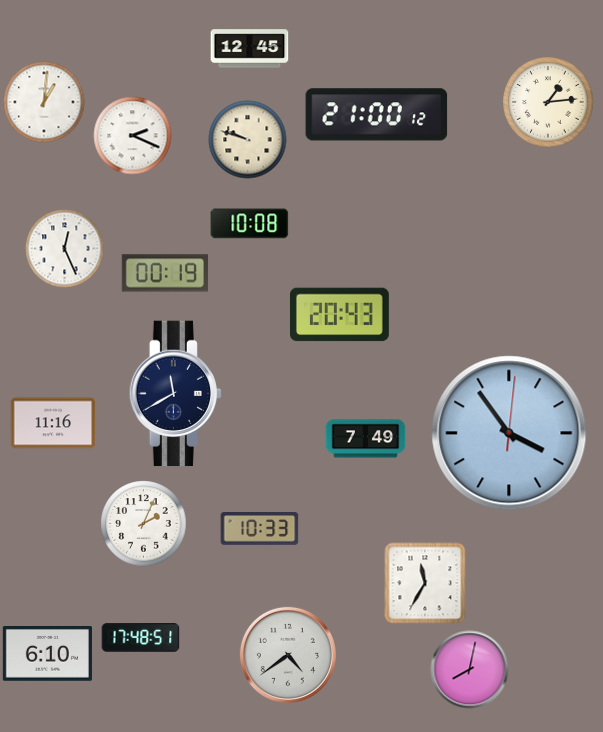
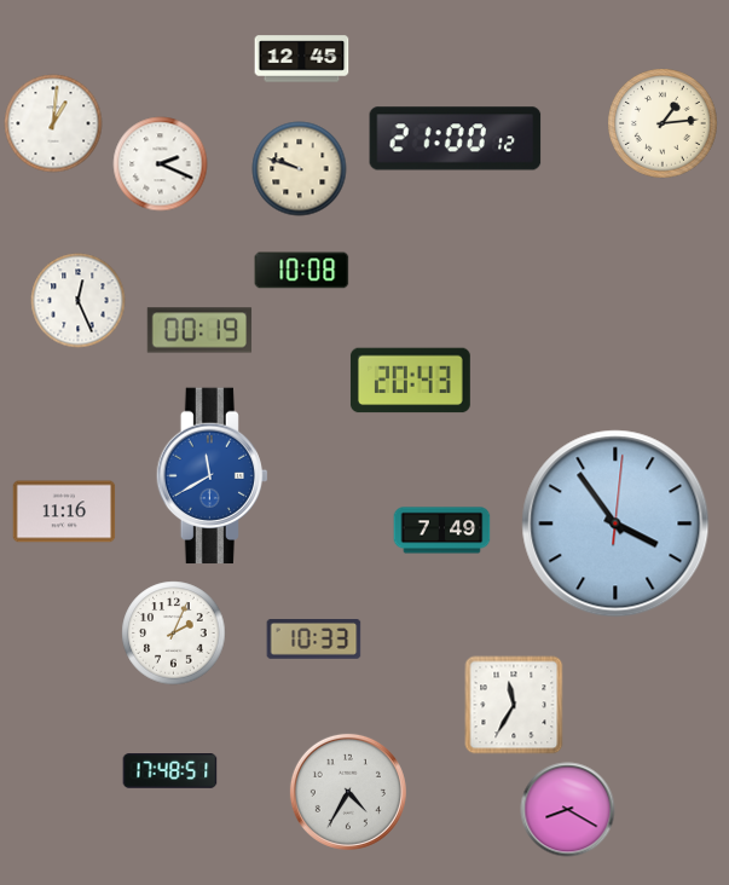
clock at (175, 394) dial: navy -> blue
clock at (47, 654): 6:10 -> none
clock at (288, 655): 4:39 -> 4:35
clock at (469, 669): 8:02 -> 8:20
